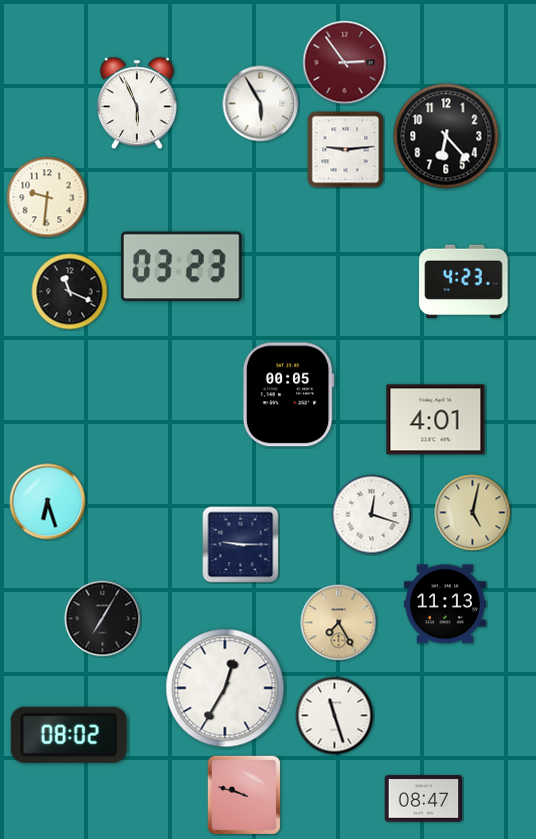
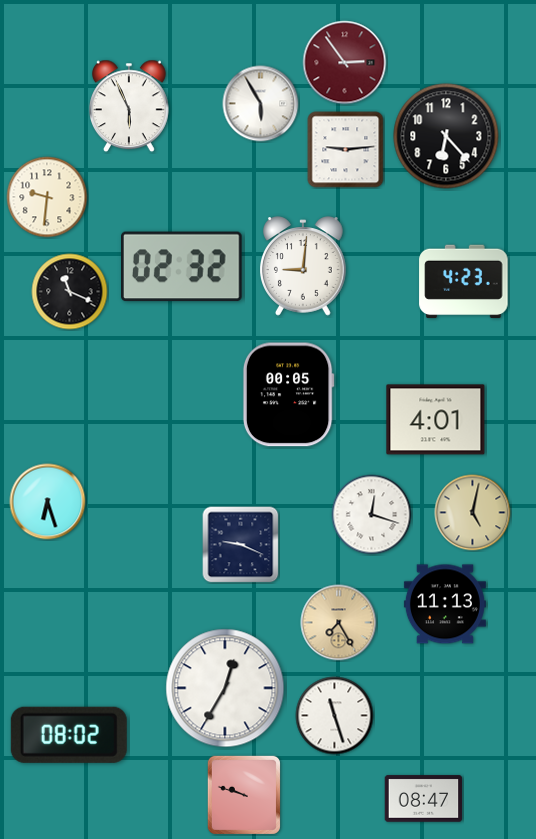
clock at (137, 103) position: (137, 103) -> (129, 106)
clock at (304, 266): none -> 9:01
clock at (182, 267): 03:23 -> 02:32
clock at (241, 545): 9:15 -> 9:19
clock at (103, 619): 7:05 -> none
